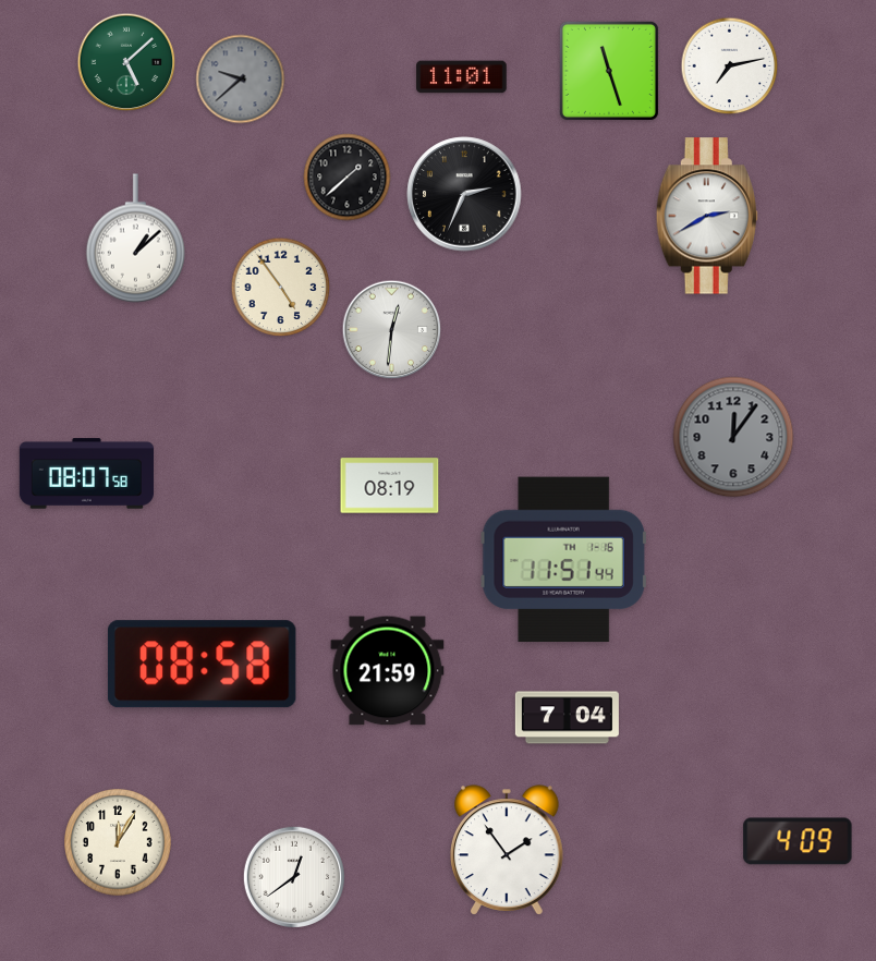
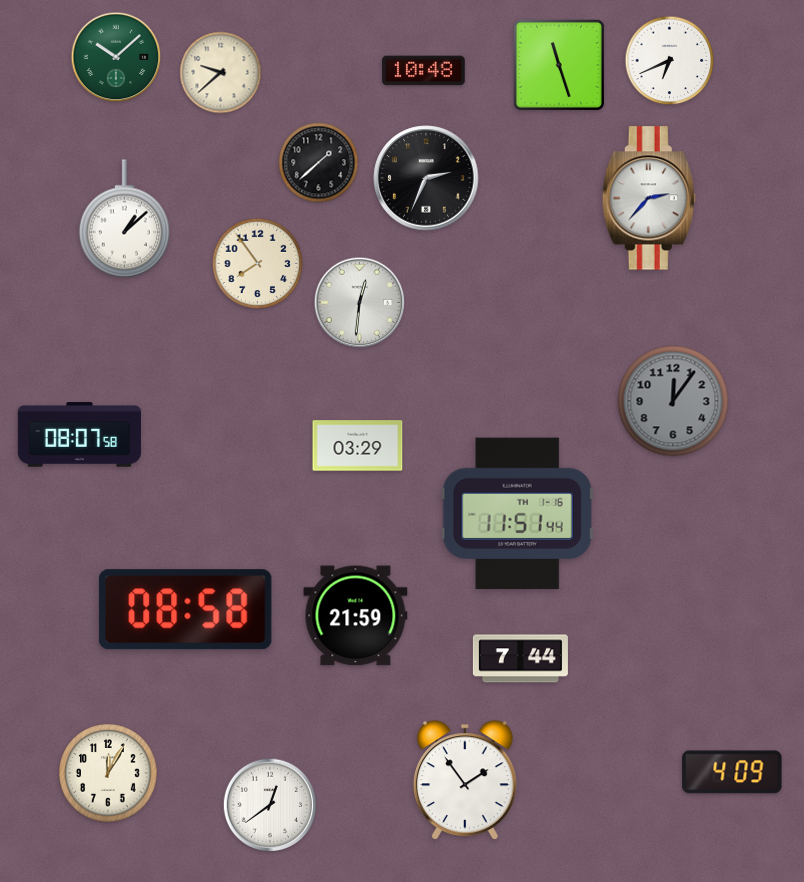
clock at (126, 62): 5:08 -> 10:08
clock at (730, 66): 7:13 -> 6:41
clock at (462, 77): 11:01 -> 10:48
clock at (241, 80) dial: grey -> cream
clock at (707, 216): 2:40 -> 2:37
clock at (281, 288): 4:54 -> 7:54
clock at (390, 486): 08:19 -> 03:29
clock at (567, 718): 7:04 -> 7:44
